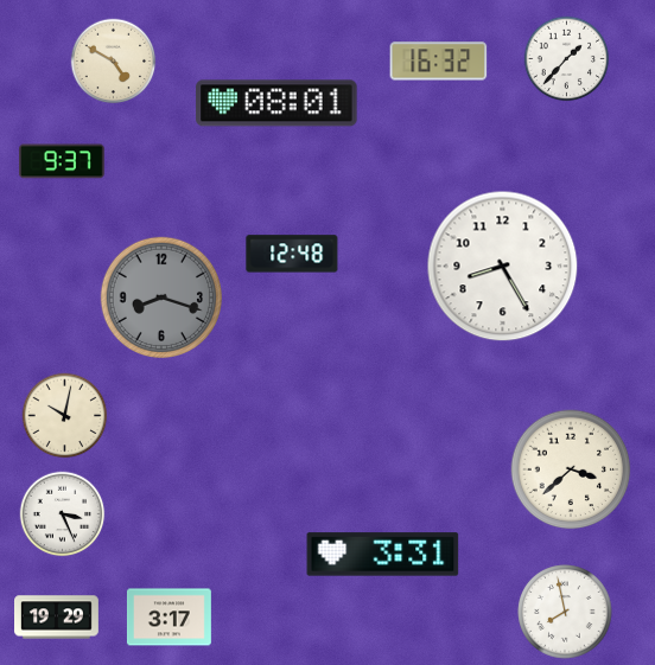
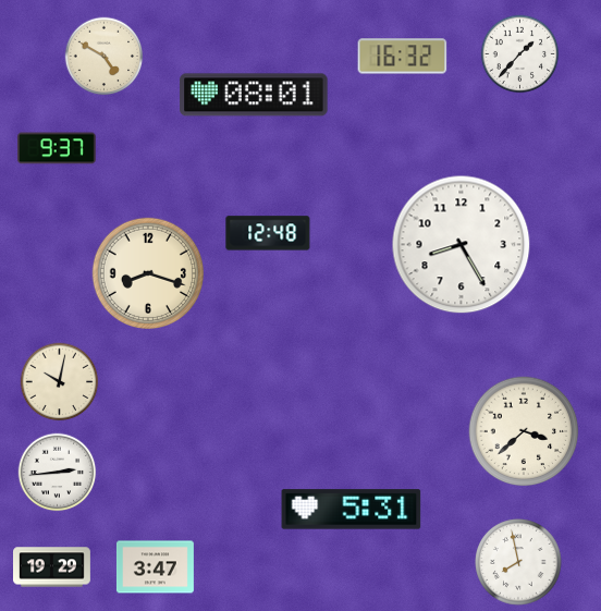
clock at (160, 296) dial: grey -> cream
clock at (63, 514): 3:26 -> 2:44
clock at (383, 555): 3:31 -> 5:31
clock at (168, 618): 3:17 -> 3:47
